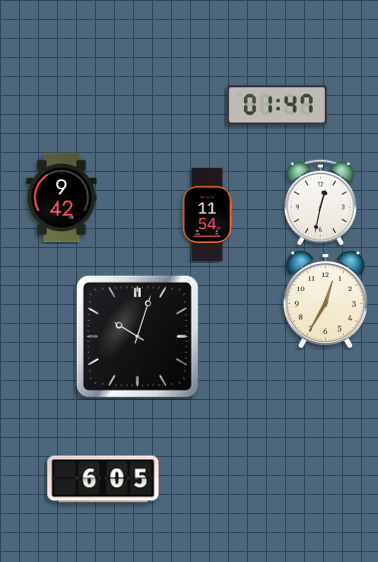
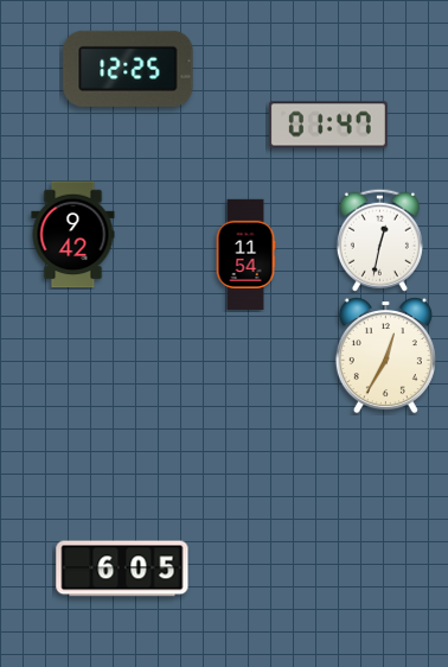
clock at (128, 69): none -> 12:25
clock at (137, 336): 10:03 -> none
